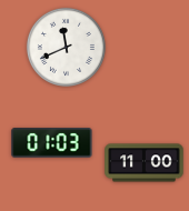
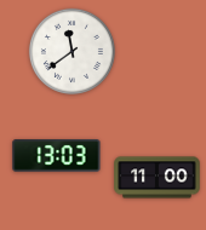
clock at (66, 47): 11:41 -> 11:39
clock at (52, 143): 01:03 -> 13:03
